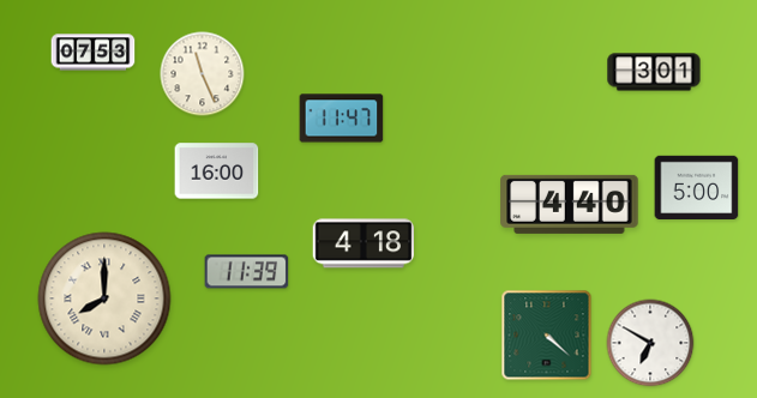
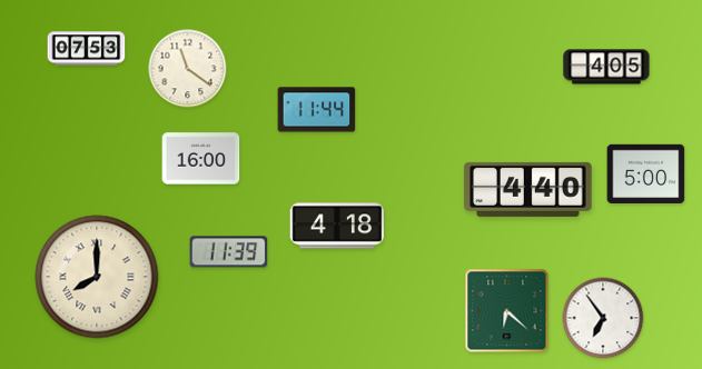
clock at (654, 72): 3:01 -> 4:05
clock at (203, 74): 11:26 -> 11:21
clock at (342, 119): 11:47 -> 11:44
clock at (547, 336): 4:22 -> 6:22
clock at (650, 343): 6:50 -> 6:54
